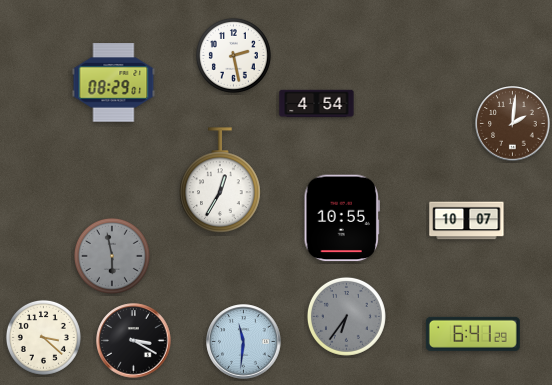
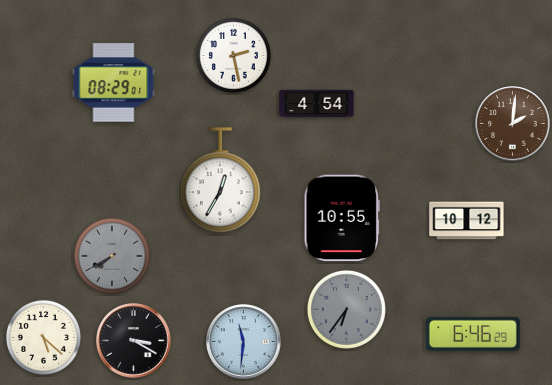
clock at (467, 221): 10:07 -> 10:12
clock at (112, 256): 5:58 -> 7:40
clock at (346, 316) position: (346, 316) -> (346, 309)
clock at (473, 334): 6:41 -> 6:46
clock at (43, 337): 3:22 -> 5:22
